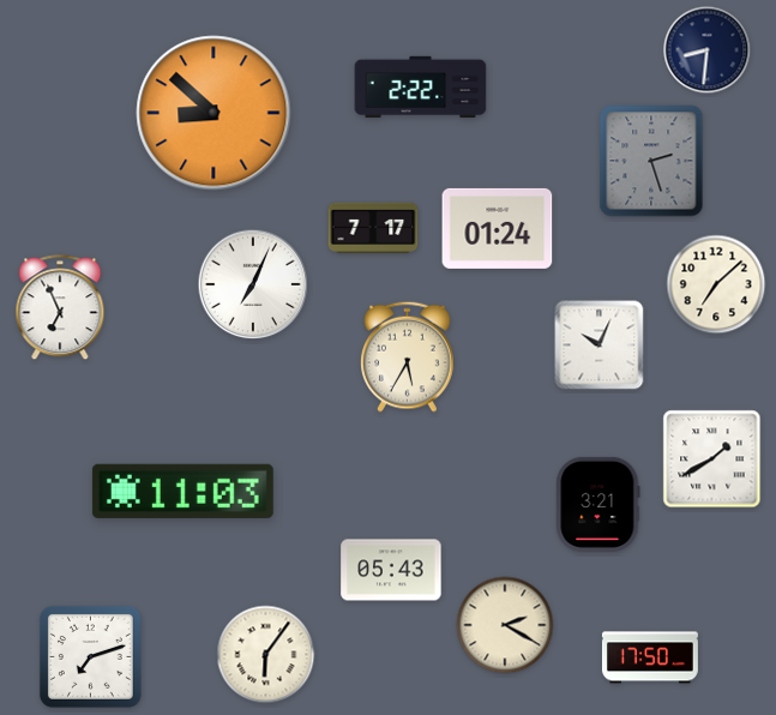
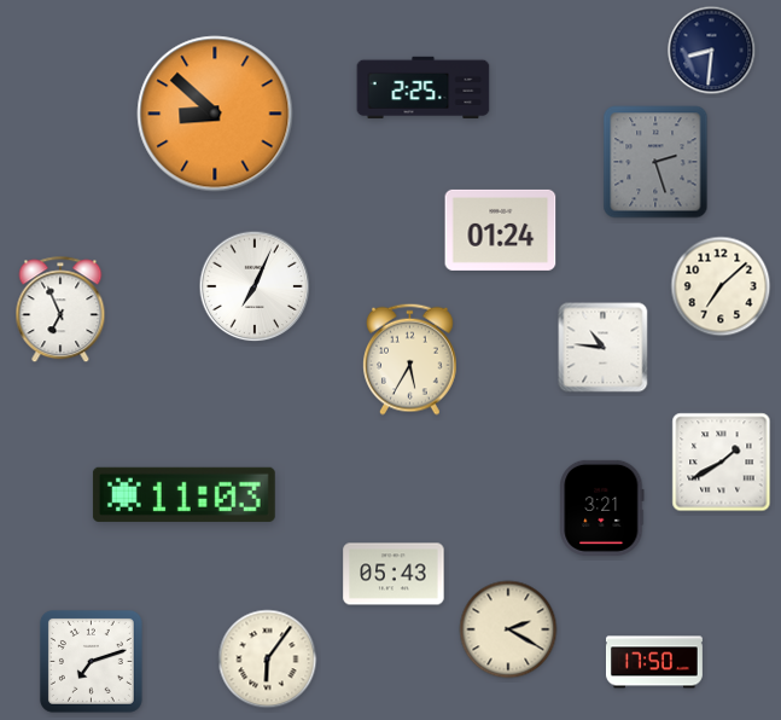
clock at (421, 88): 2:22 -> 2:25
clock at (373, 228): 7:17 -> none
clock at (600, 346): 10:04 -> 10:46
clock at (712, 459) position: (712, 459) -> (722, 463)
